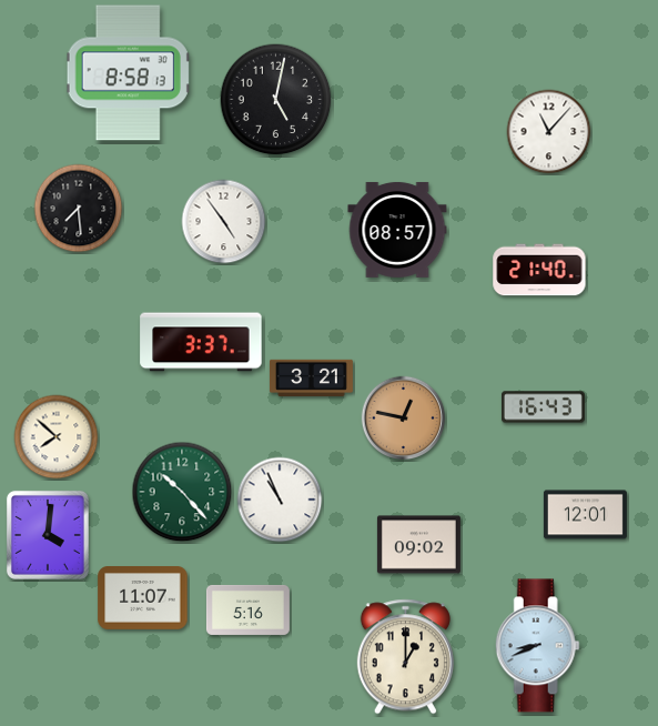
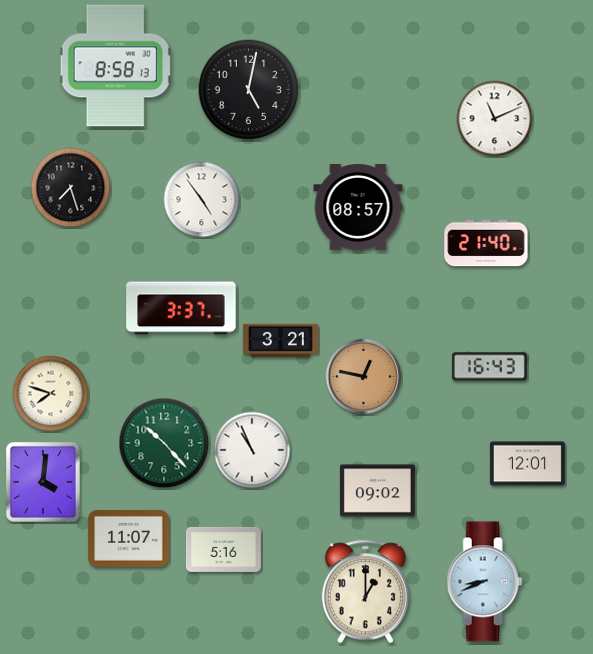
clock at (549, 132): 11:07 -> 11:11
clock at (79, 209): 7:29 -> 7:27
clock at (57, 437): 7:52 -> 7:48
